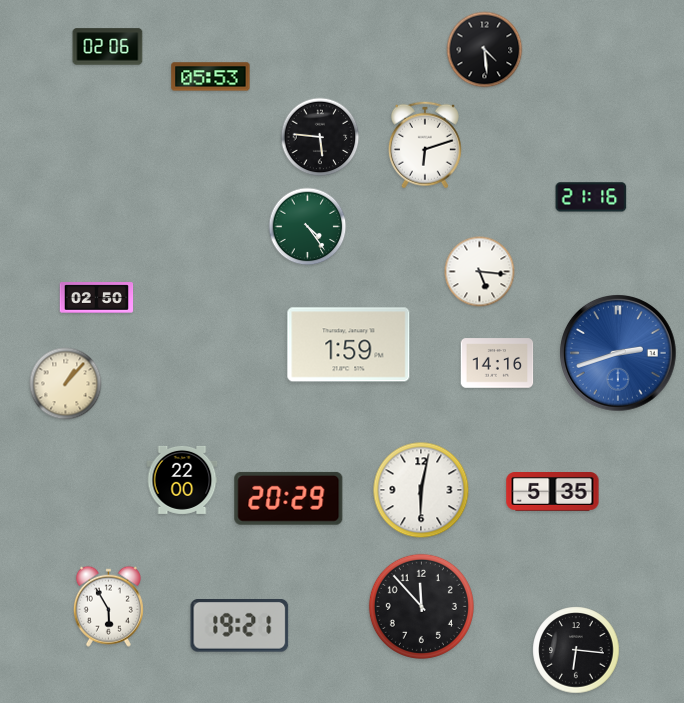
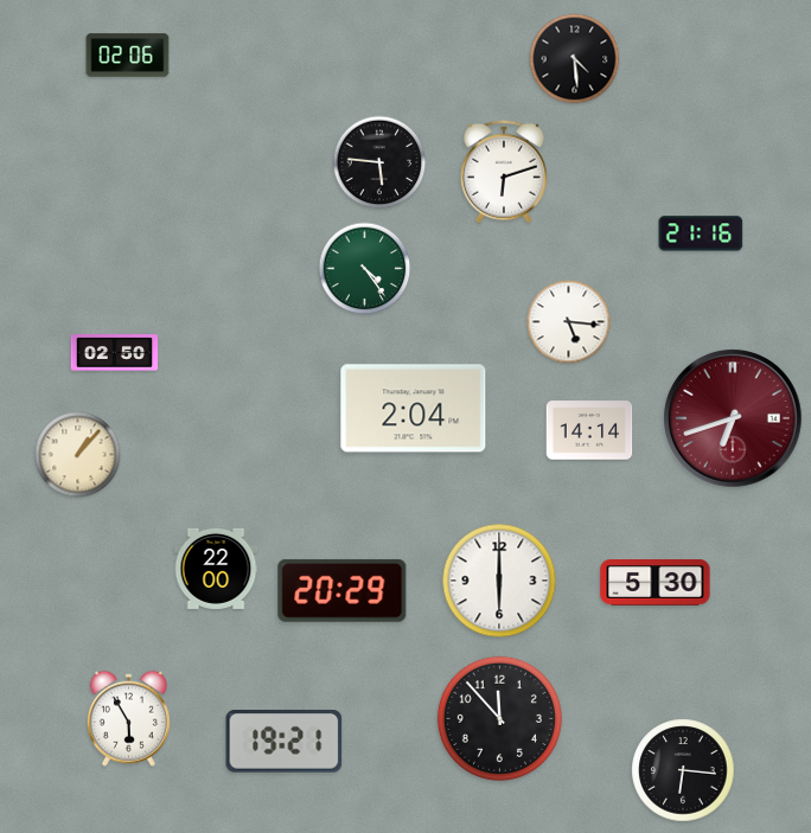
clock at (211, 77): 05:53 -> none
clock at (349, 345): 1:59 -> 2:04
clock at (619, 354): 2:42 -> 6:42
clock at (619, 354) dial: blue -> burgundy
clock at (497, 363): 14:16 -> 14:14
clock at (421, 490): 6:02 -> 6:00
clock at (553, 492): 5:35 -> 5:30
